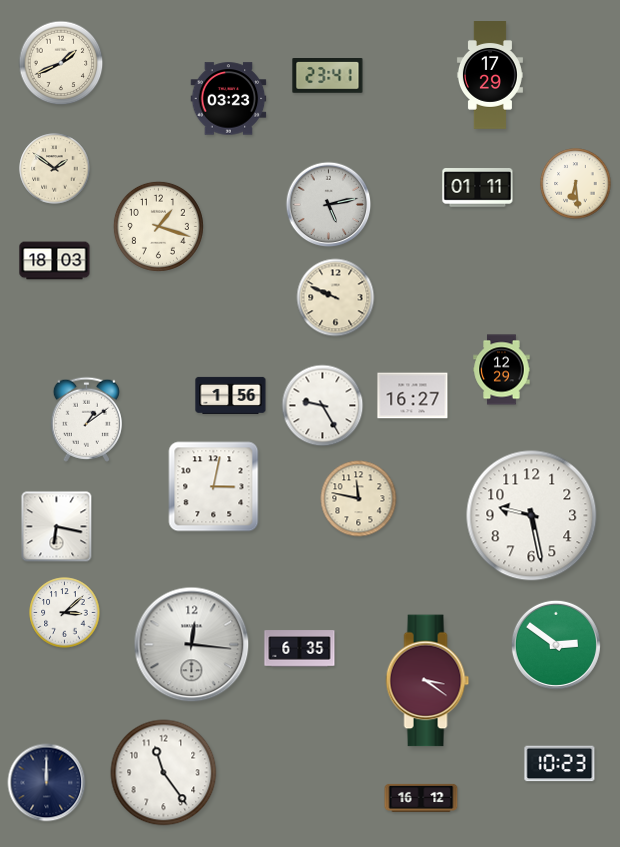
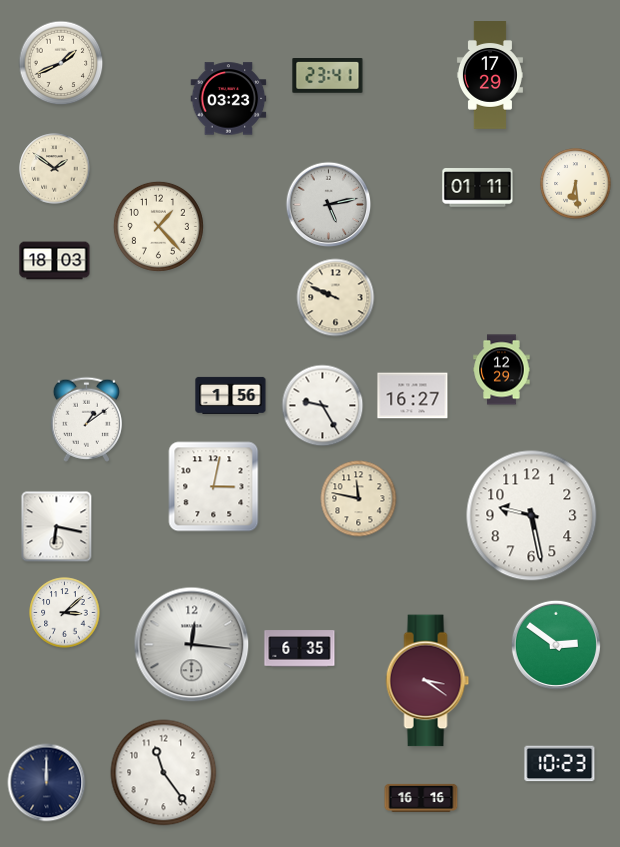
clock at (158, 226): 1:18 -> 1:23
clock at (421, 798): 16:12 -> 16:16
